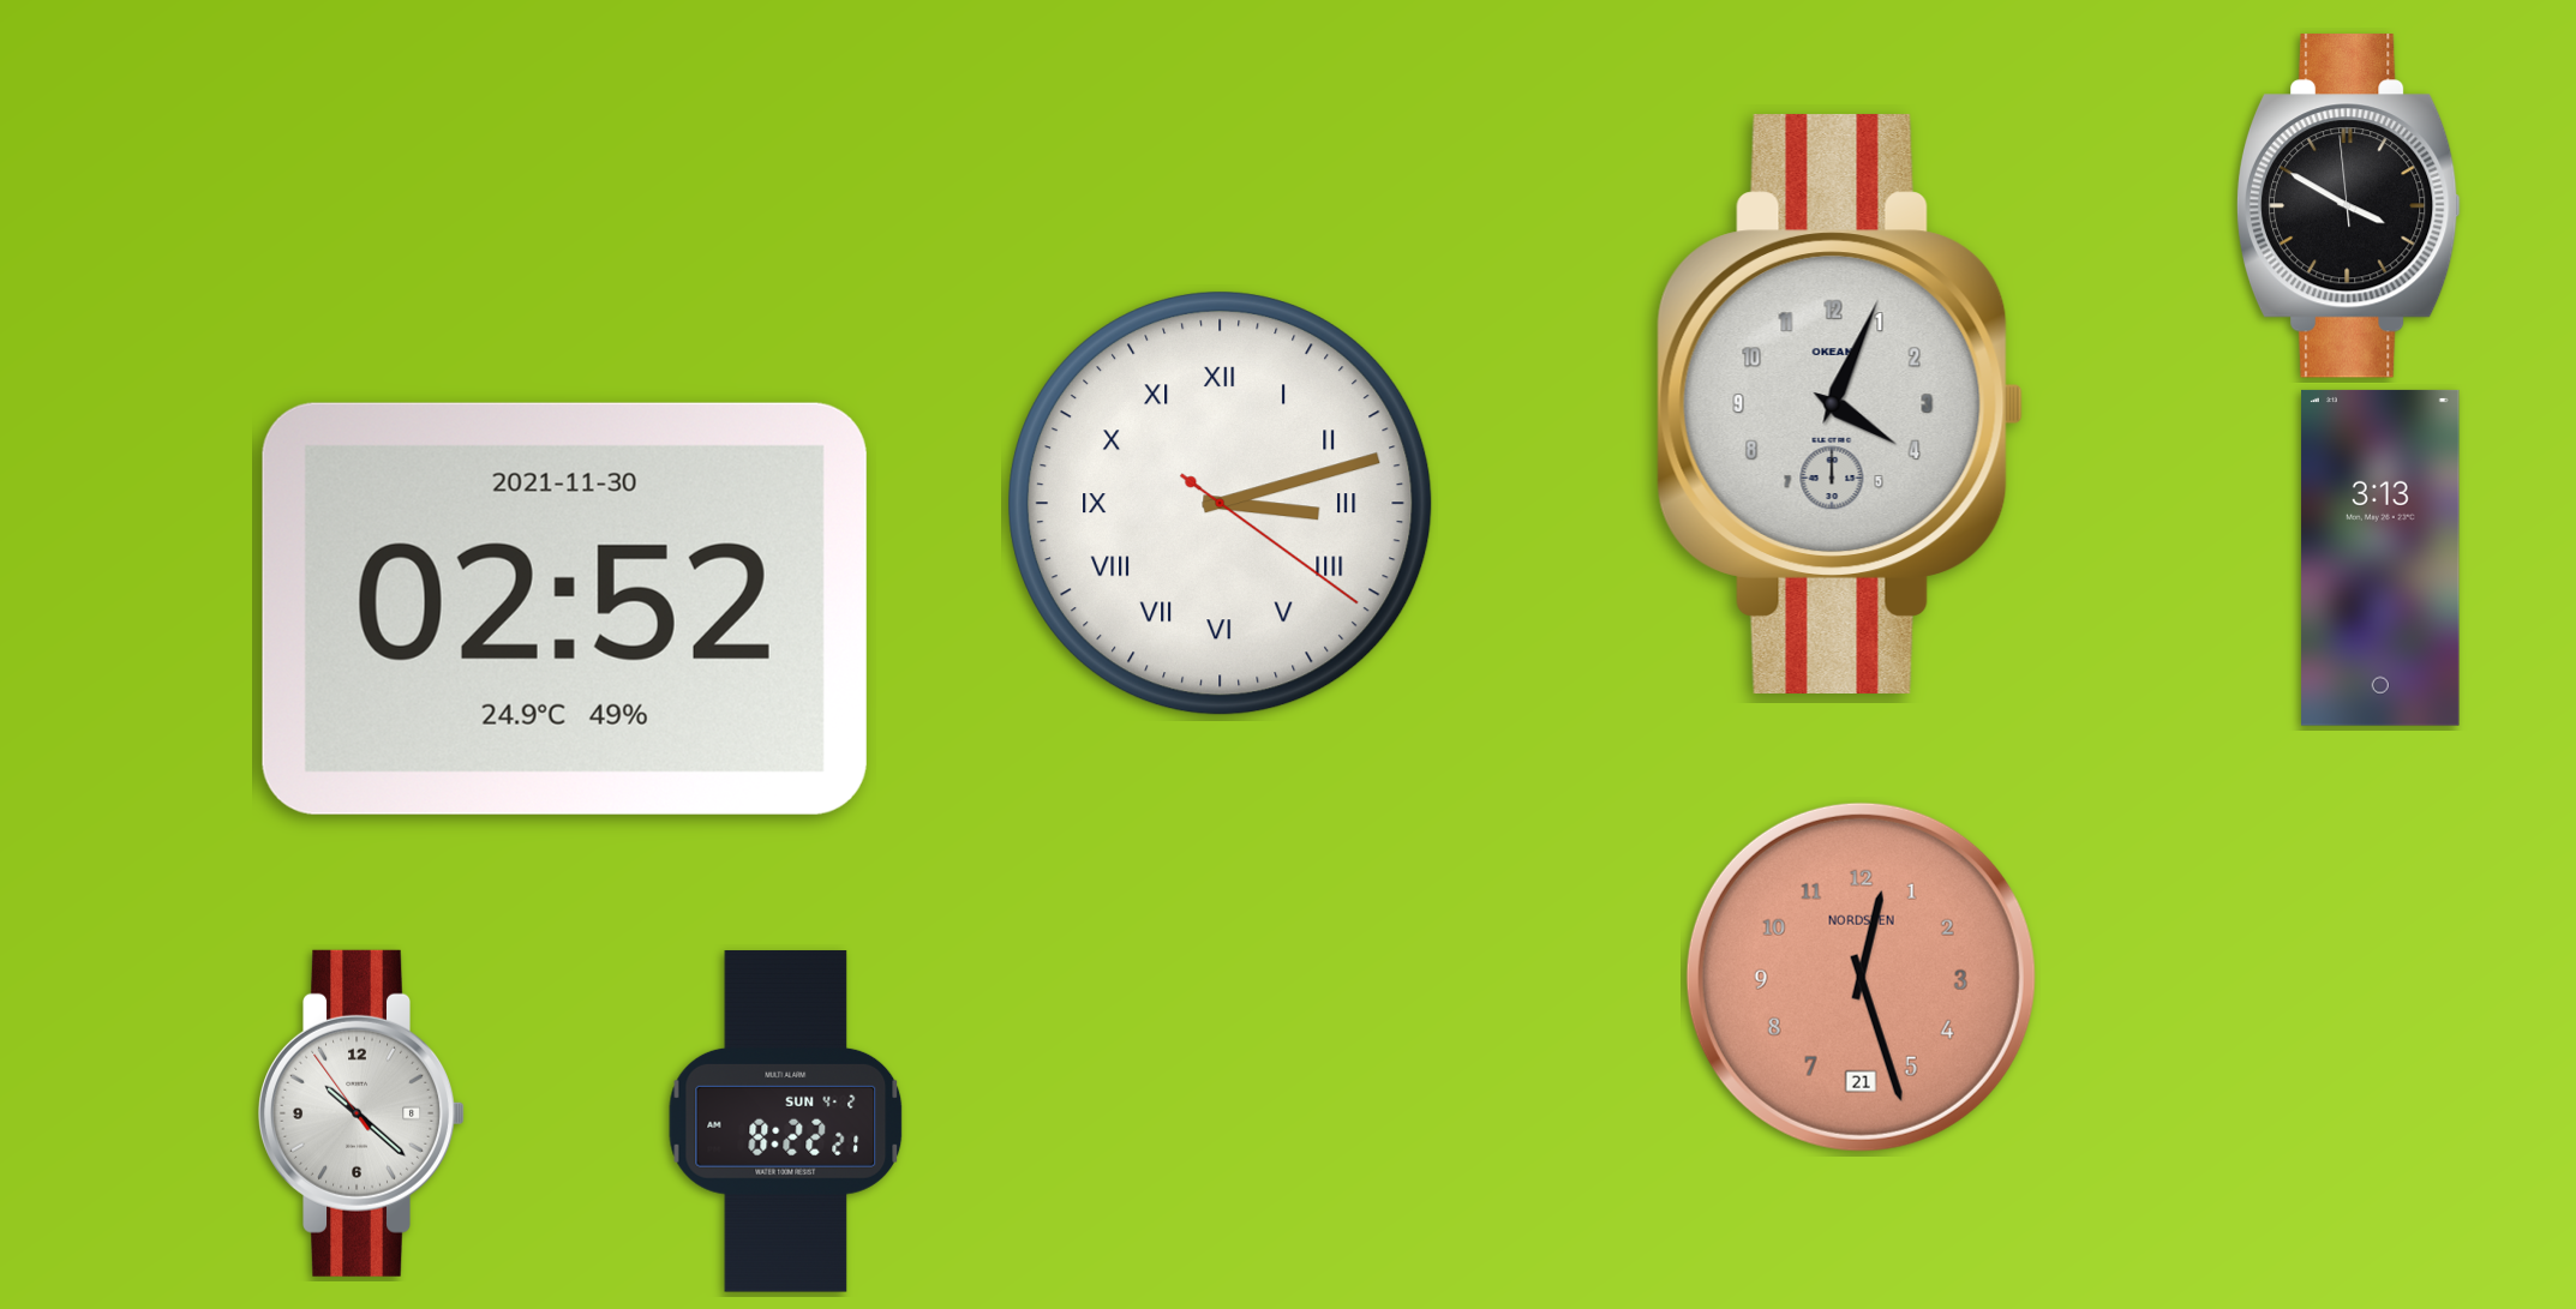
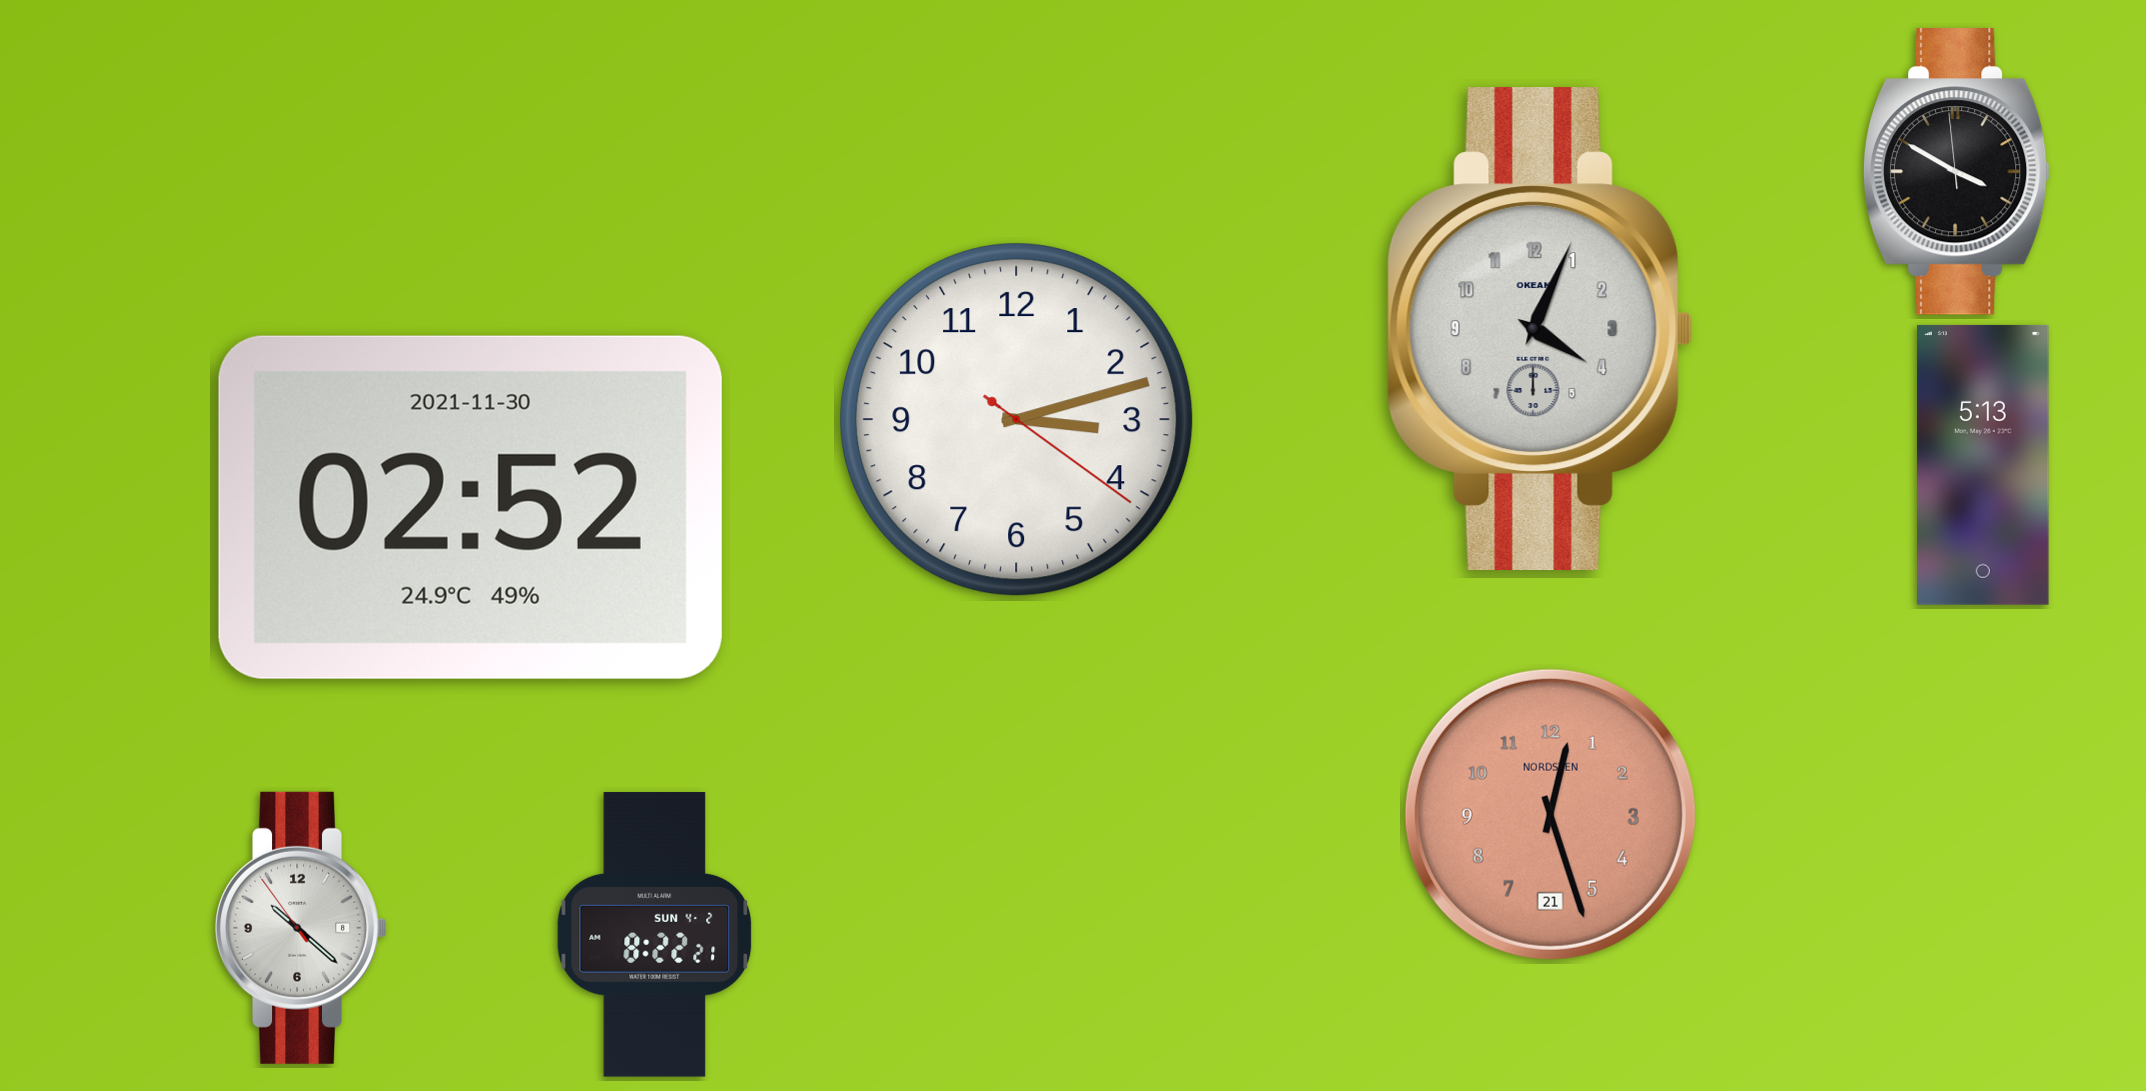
clock at (1840, 403) position: (1840, 403) -> (1540, 328)
clock at (1221, 504) numerals: Roman -> Arabic
clock at (2380, 558): 3:13 -> 5:13
